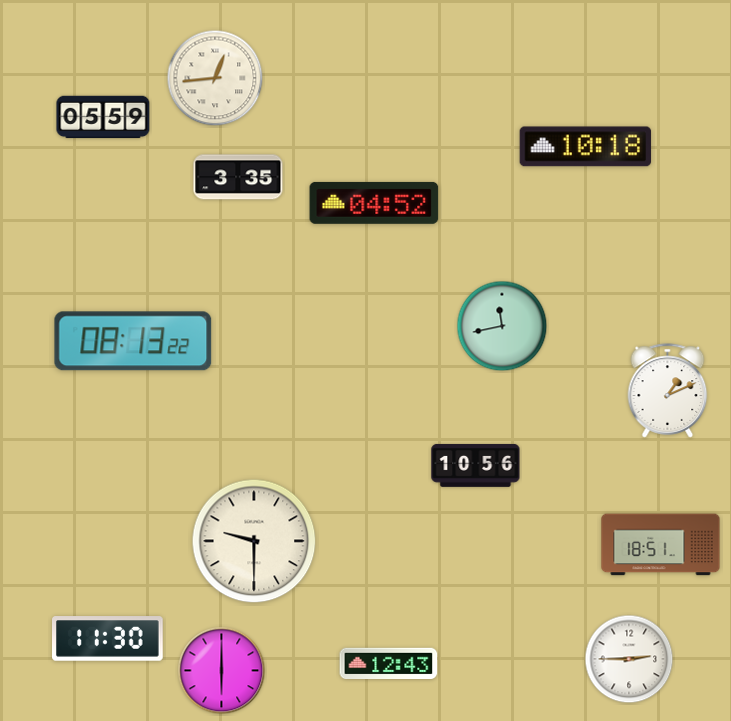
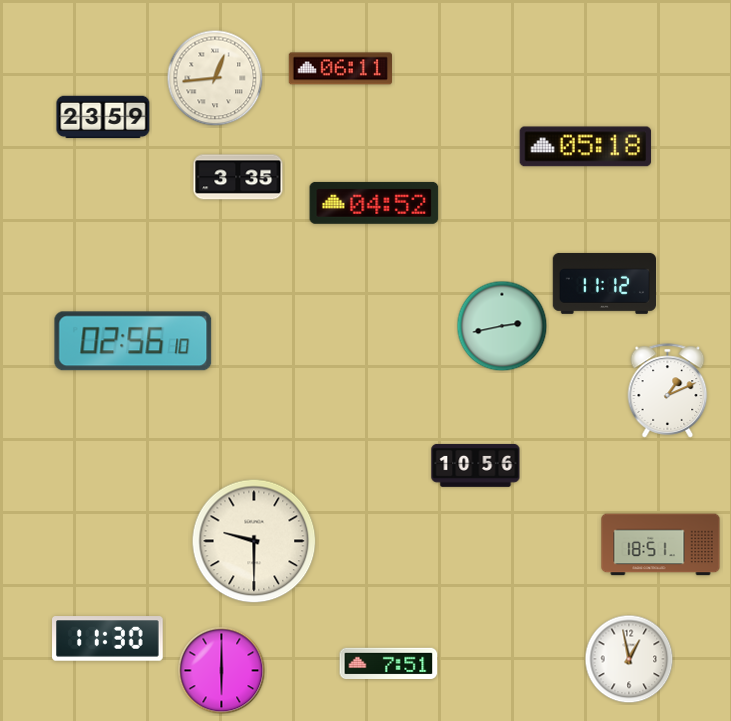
clock at (340, 69): none -> 06:11
clock at (103, 117): 05:59 -> 23:59
clock at (586, 147): 10:18 -> 05:18
clock at (605, 283): none -> 11:12
clock at (502, 326): 11:43 -> 2:43
clock at (133, 341): 08:13 -> 02:56
clock at (629, 659): 2:45 -> 12:58
clock at (389, 663): 12:43 -> 7:51
